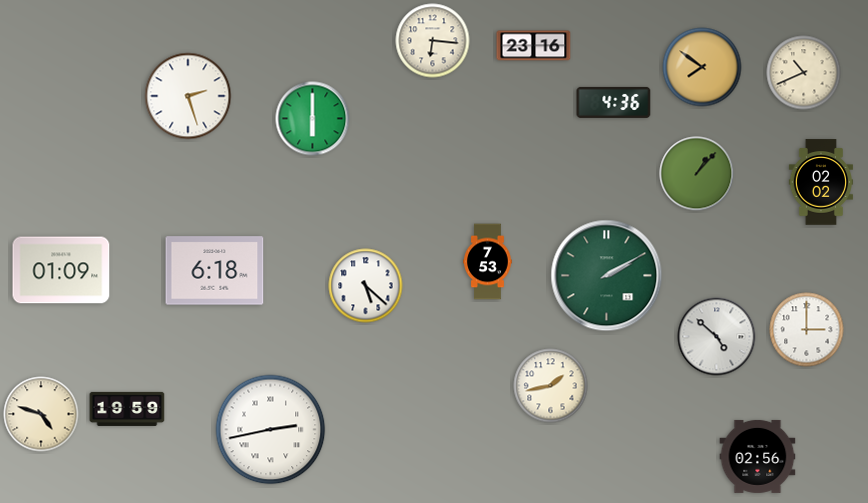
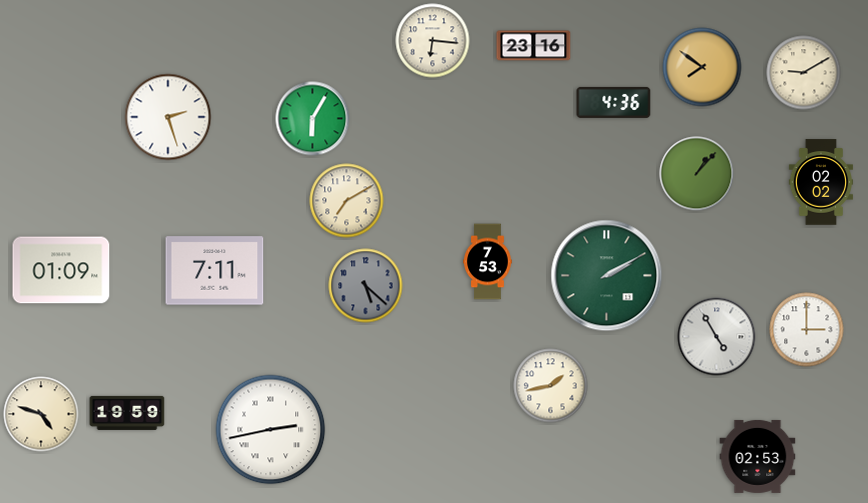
clock at (804, 73): 10:41 -> 9:10
clock at (188, 96) position: (188, 96) -> (168, 117)
clock at (313, 119): 6:00 -> 6:05
clock at (347, 201): none -> 7:10
clock at (215, 271): 6:18 -> 7:11
clock at (366, 286) dial: white -> grey
clock at (717, 337): 4:52 -> 4:55
clock at (127, 409) position: (127, 409) -> (127, 413)
clock at (758, 456): 02:56 -> 02:53
